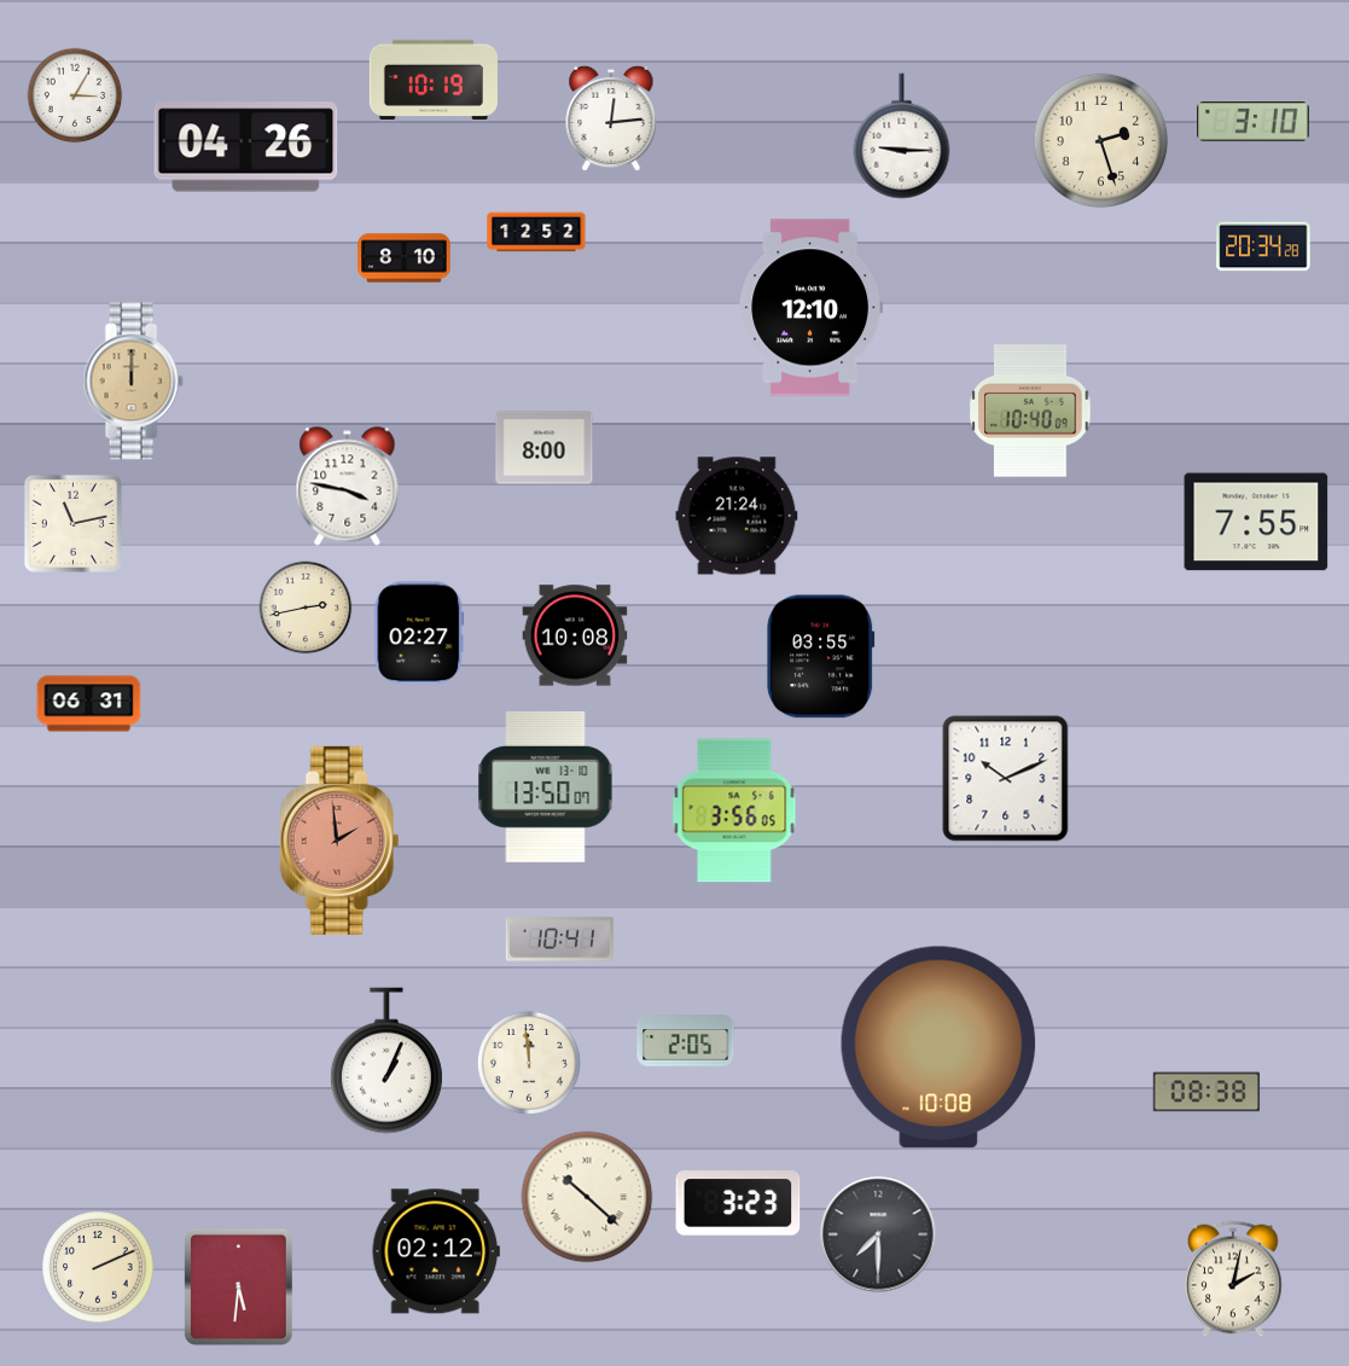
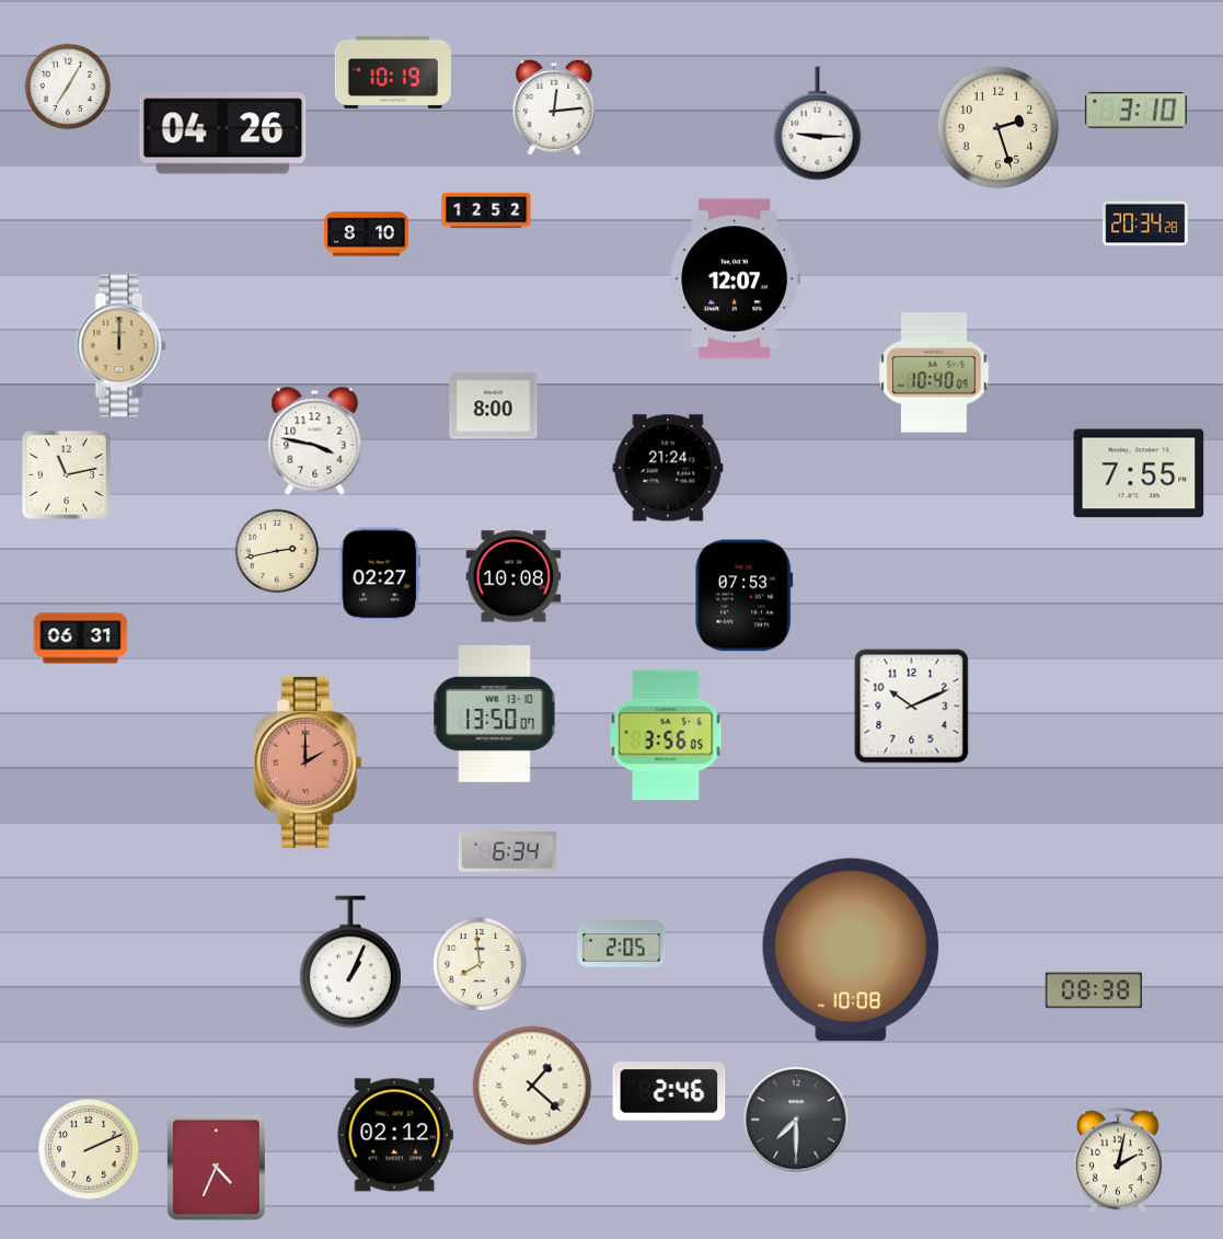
clock at (75, 95): 3:05 -> 7:05
clock at (810, 308): 12:10 -> 12:07
clock at (575, 635) position: (575, 635) -> (514, 576)
clock at (821, 657): 03:55 -> 07:53
clock at (339, 841): 1:59 -> 2:00
clock at (559, 940): 10:41 -> 6:34
clock at (529, 1063): 11:59 -> 7:59
clock at (587, 1197): 10:22 -> 1:22
clock at (738, 1203): 3:23 -> 2:46
clock at (238, 1286): 5:31 -> 4:34
